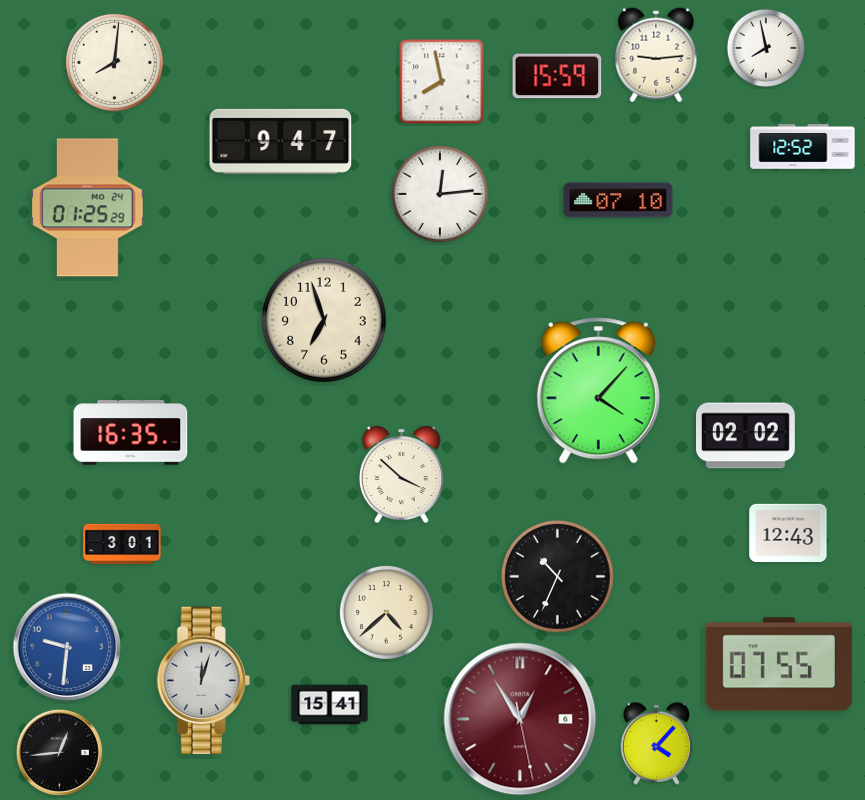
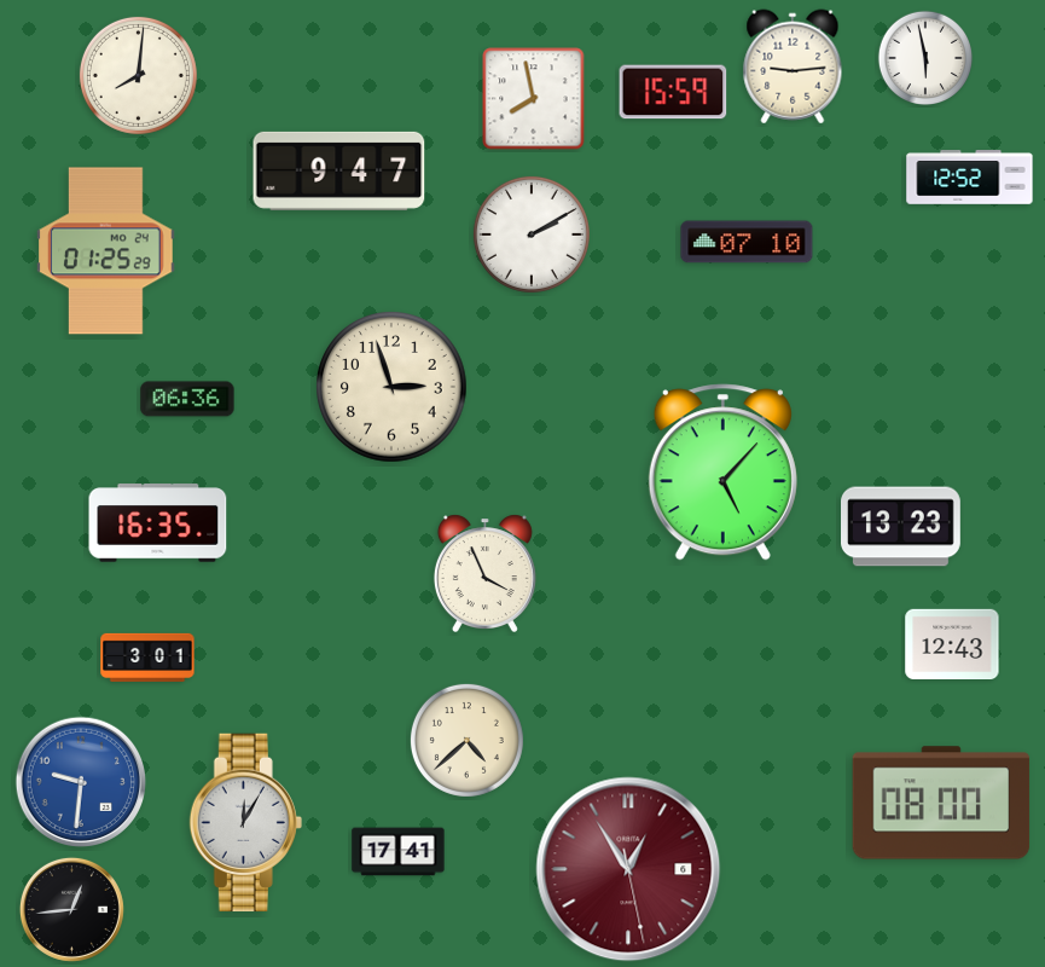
clock at (765, 47): 7:58 -> 5:58
clock at (440, 194): 12:14 -> 2:10
clock at (324, 320): 6:57 -> 2:57
clock at (187, 399): none -> 06:36
clock at (598, 391): 4:07 -> 5:07
clock at (746, 436): 02:02 -> 13:23
clock at (401, 474): 3:52 -> 3:56
clock at (557, 576): 10:34 -> none
clock at (779, 664): 07:55 -> 08:00
clock at (203, 680): 12:03 -> 12:05
clock at (330, 705): 15:41 -> 17:41
clock at (657, 743): 4:07 -> none
